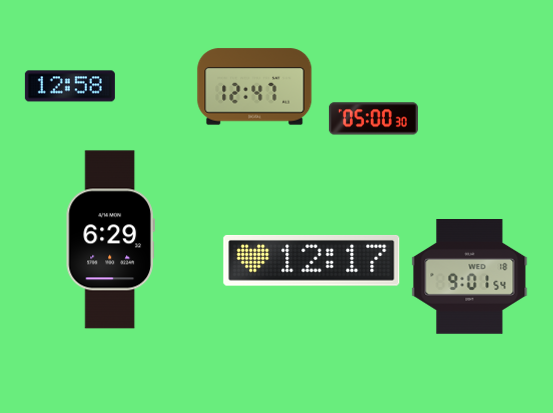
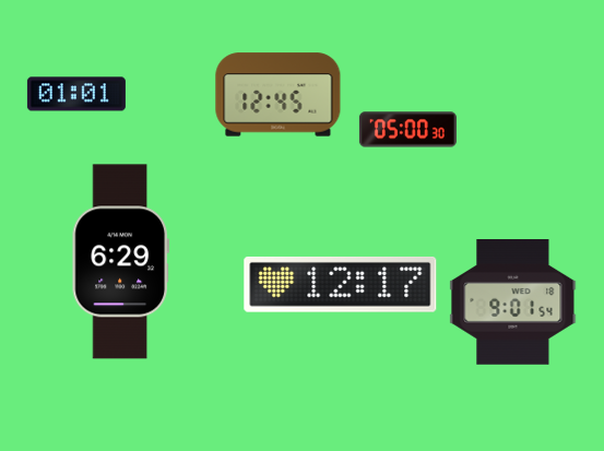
clock at (70, 86): 12:58 -> 01:01
clock at (255, 87): 12:47 -> 12:45
